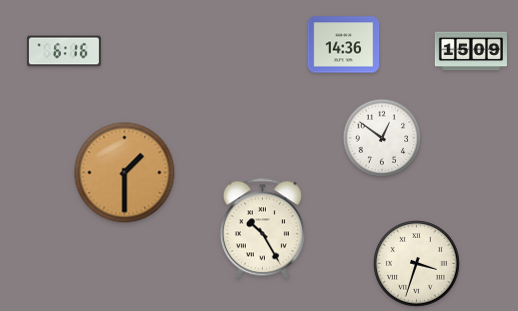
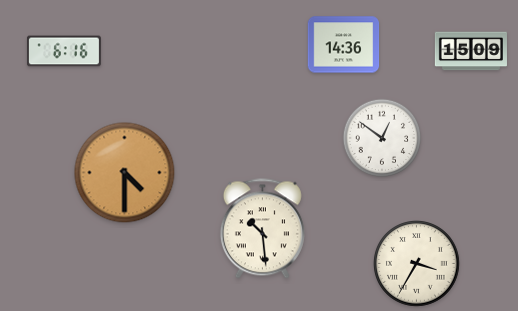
clock at (125, 173): 1:30 -> 4:30
clock at (262, 229): 10:25 -> 10:29
clock at (417, 264): 3:33 -> 3:35
